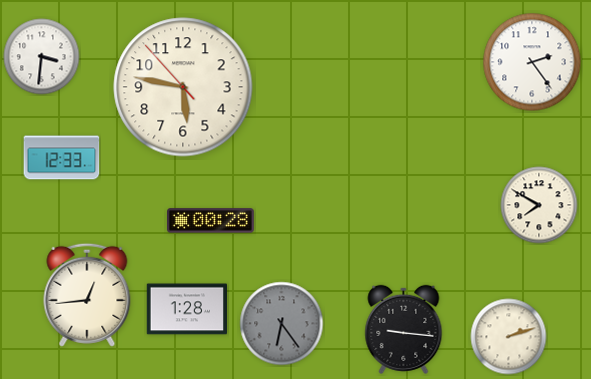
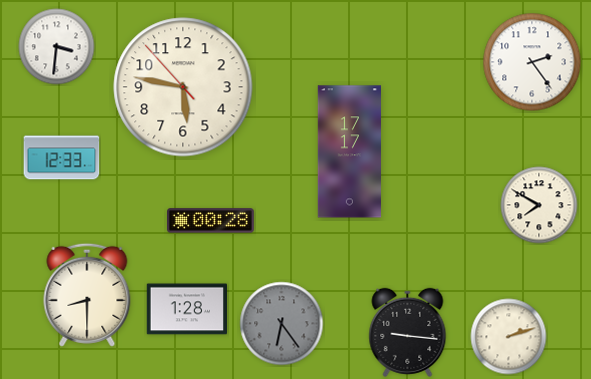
clock at (42, 57) position: (42, 57) -> (57, 47)
clock at (349, 152): none -> 17:17
clock at (87, 295): 12:44 -> 8:30
clock at (404, 329) position: (404, 329) -> (408, 332)
